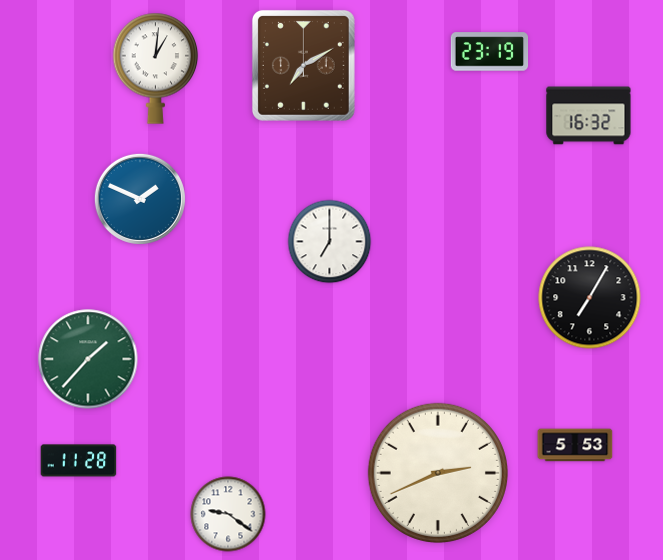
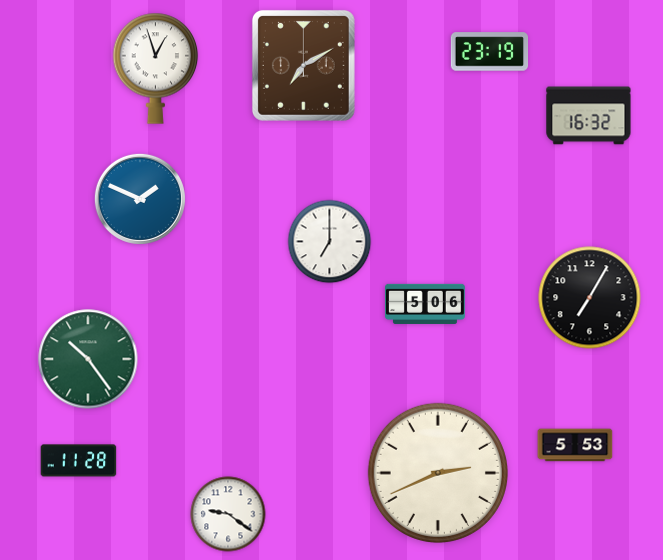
clock at (156, 68): 1:01 -> 12:57
clock at (426, 304): none -> 5:06
clock at (88, 359): 1:37 -> 10:24
